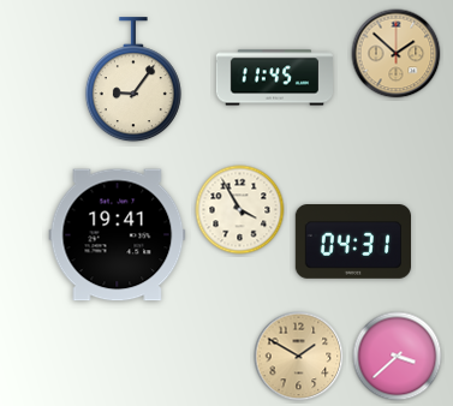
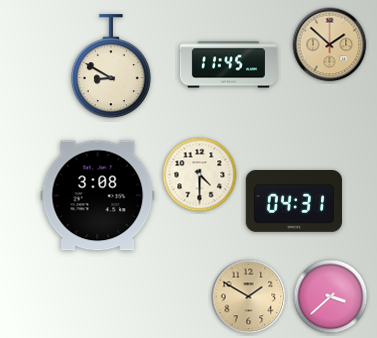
clock at (133, 80): 9:06 -> 8:50
clock at (240, 210): 3:55 -> 4:30
clock at (118, 235): 19:41 -> 3:08
